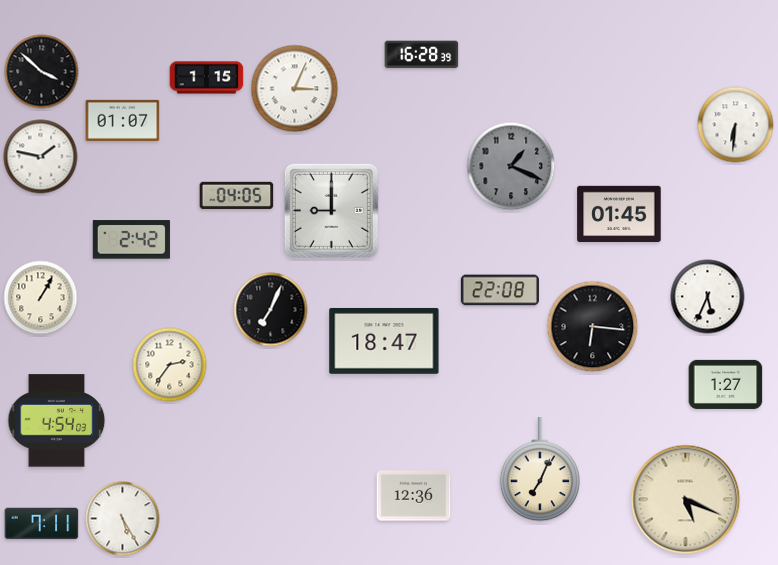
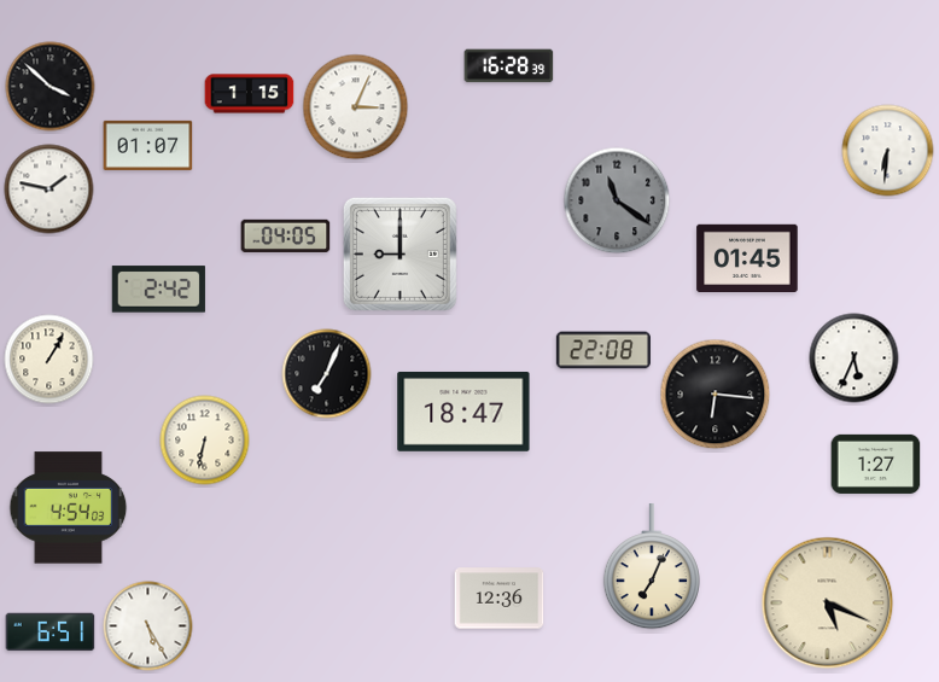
clock at (511, 166): 1:19 -> 11:21
clock at (170, 365): 2:36 -> 6:32
clock at (42, 524): 7:11 -> 6:51
